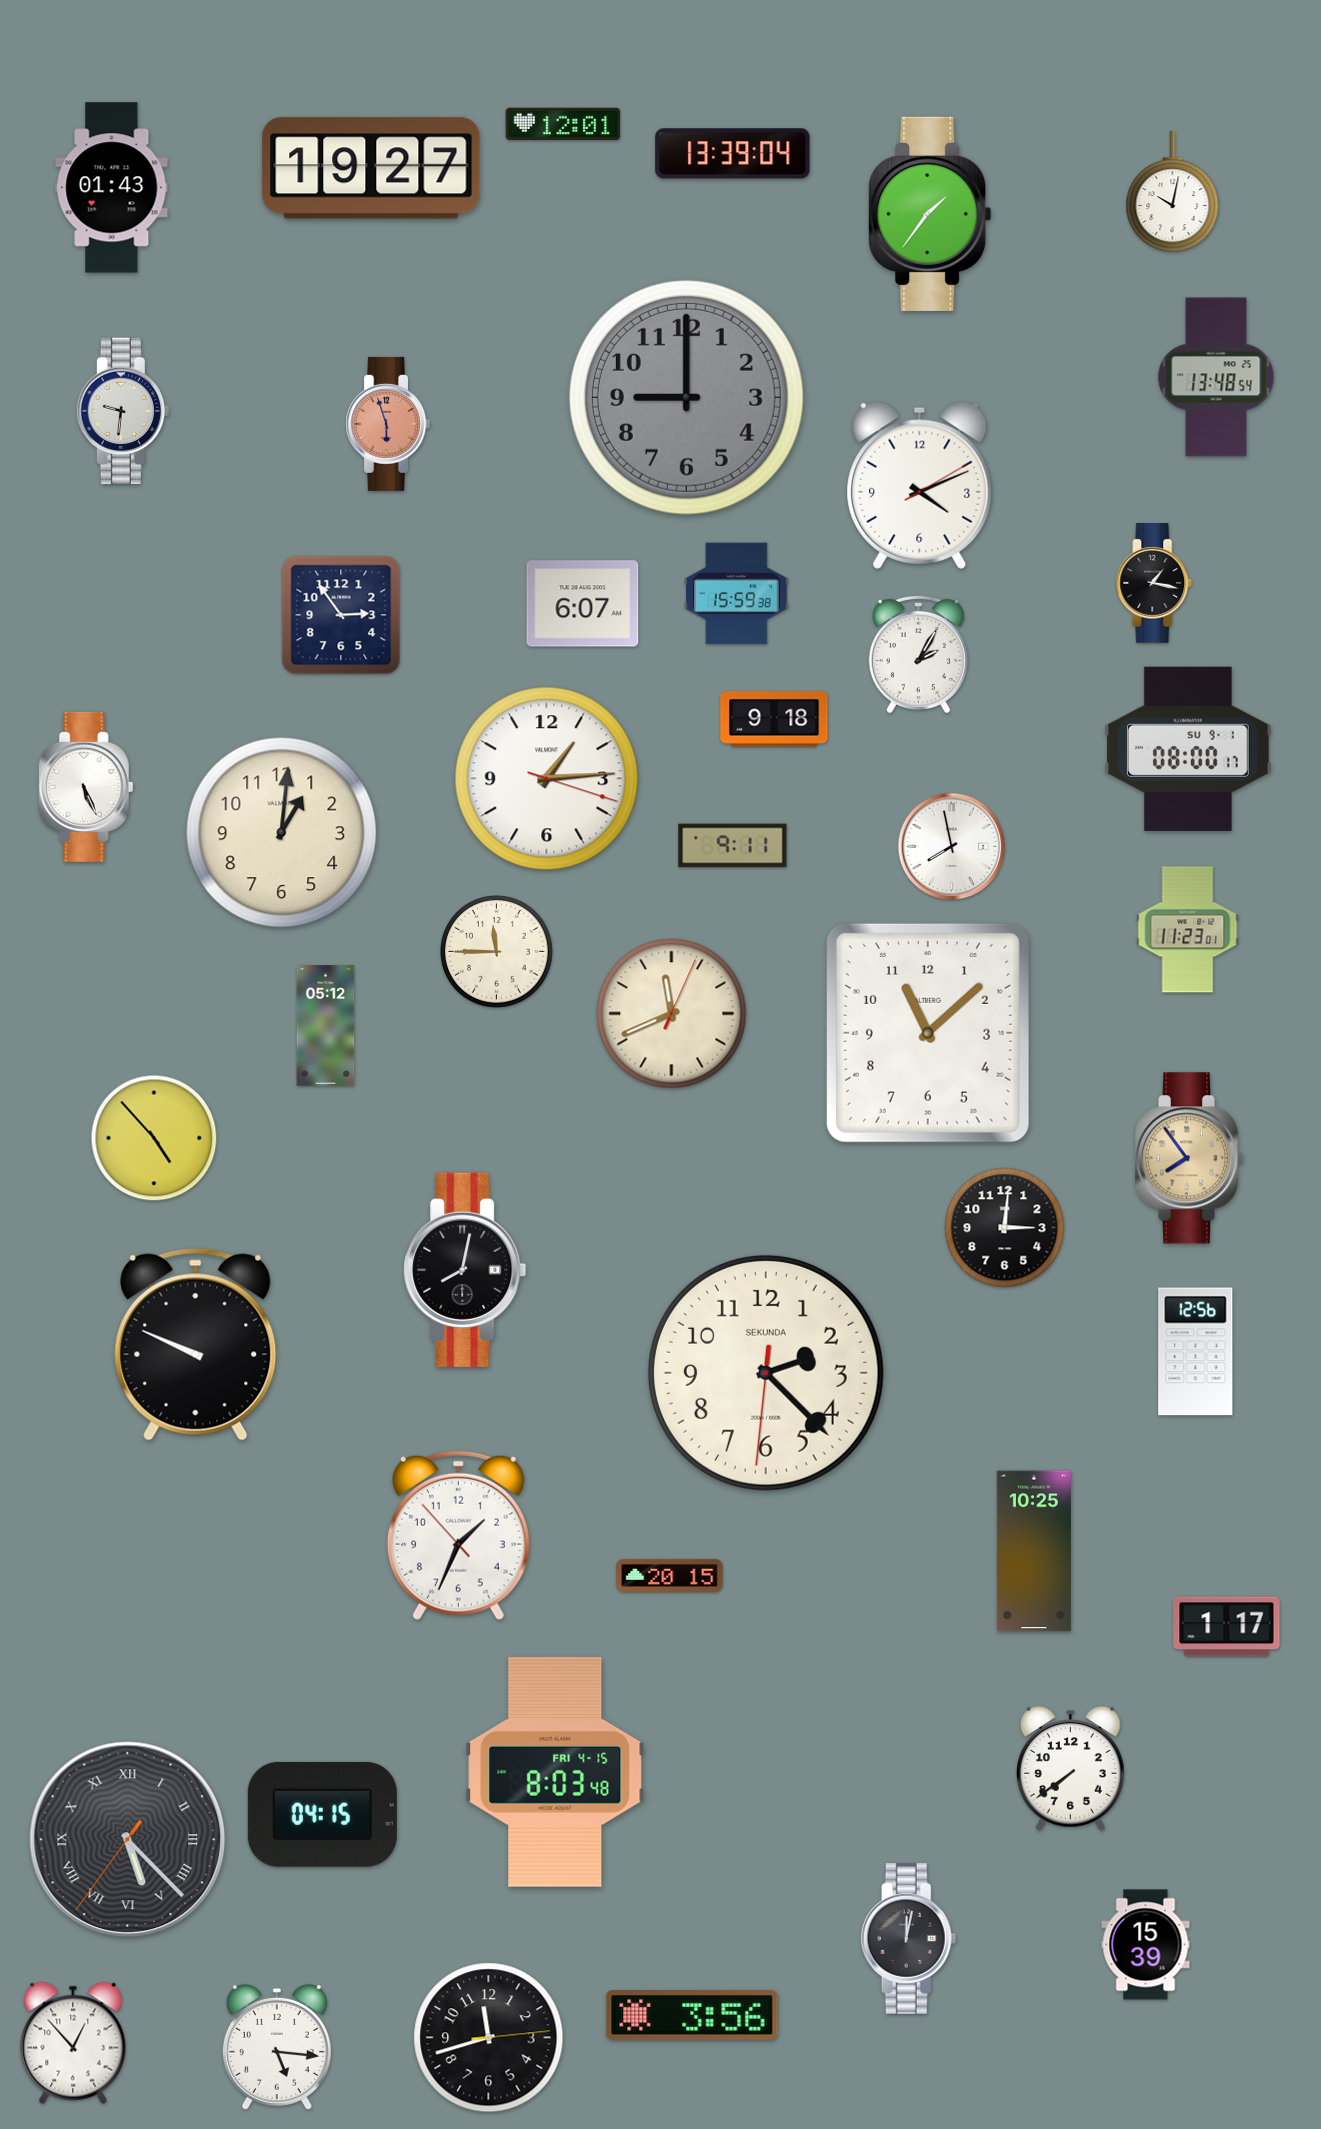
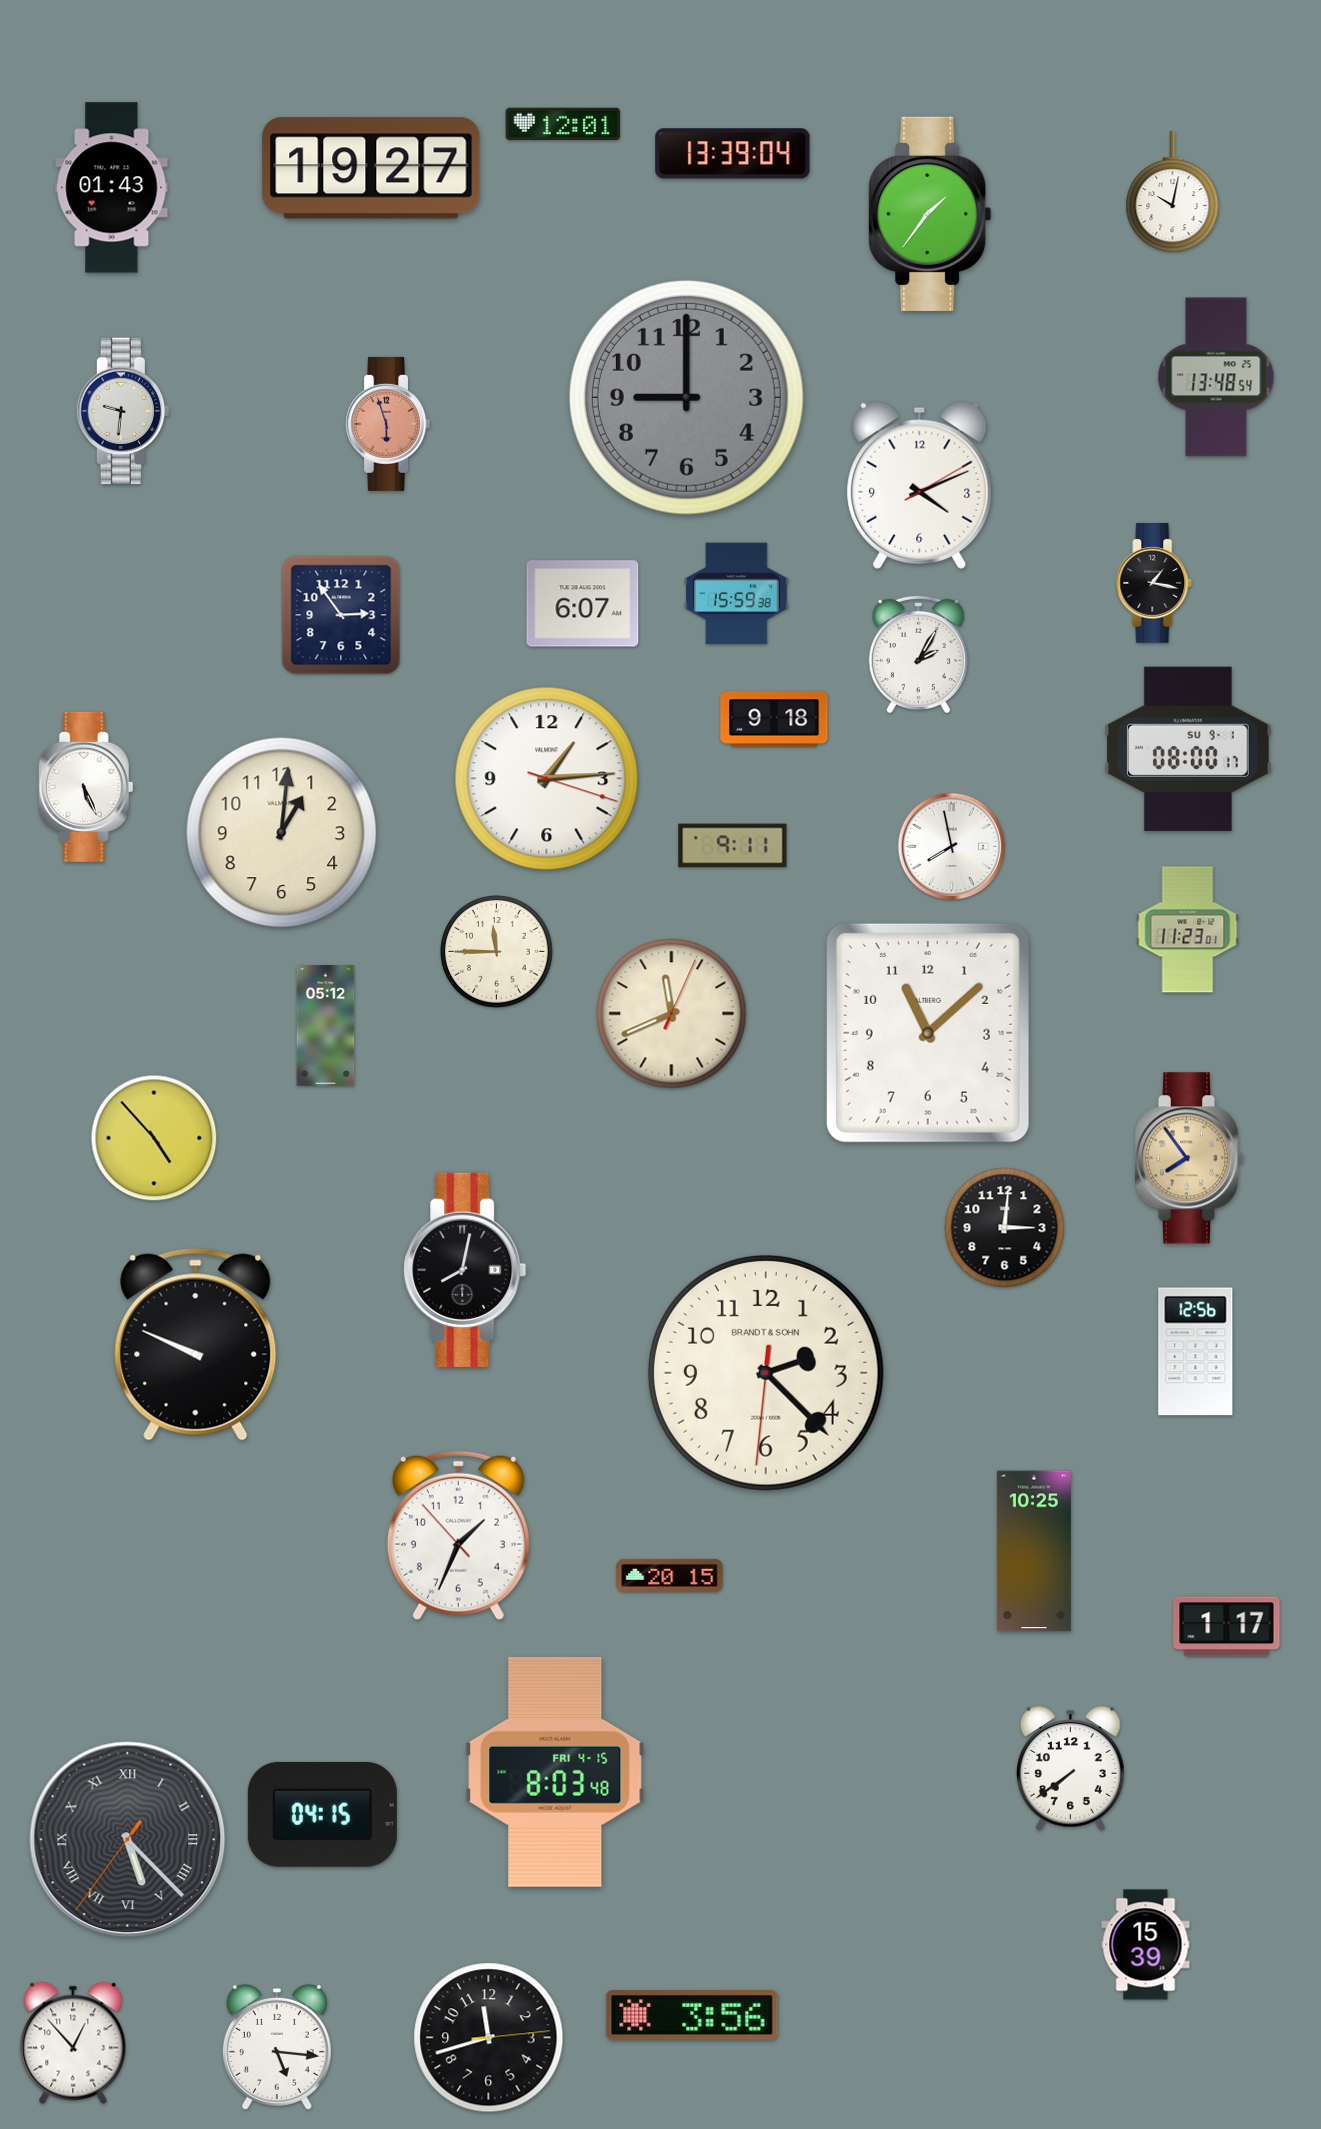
clock at (766, 1373) brand: SEKUNDA -> BRANDT & SOHN
clock at (909, 1938): 12:02 -> none
